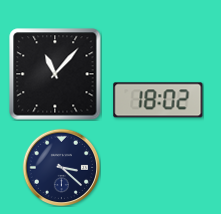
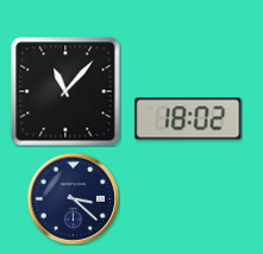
clock at (55, 74) position: (55, 74) -> (65, 91)
